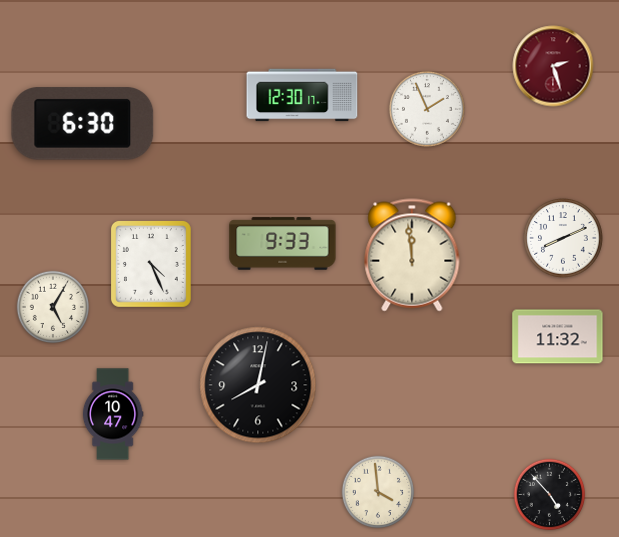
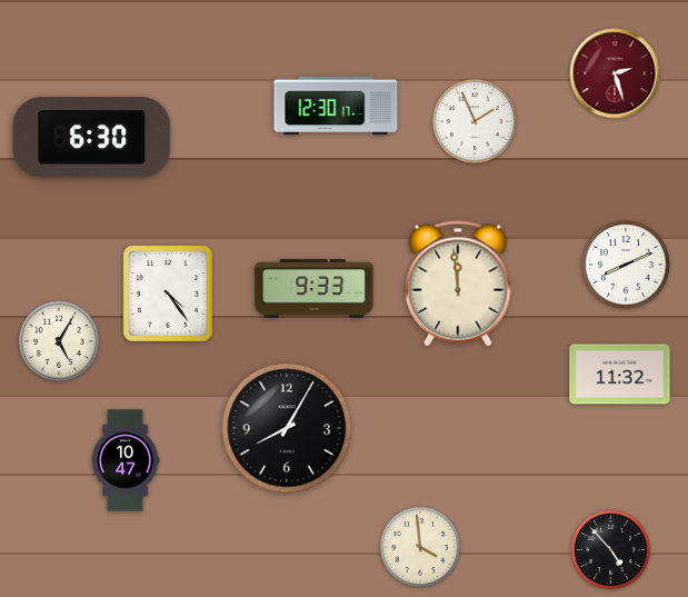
clock at (283, 244) position: (283, 244) -> (315, 289)
clock at (152, 265): 4:26 -> 4:24
clock at (258, 385): 8:02 -> 8:05
